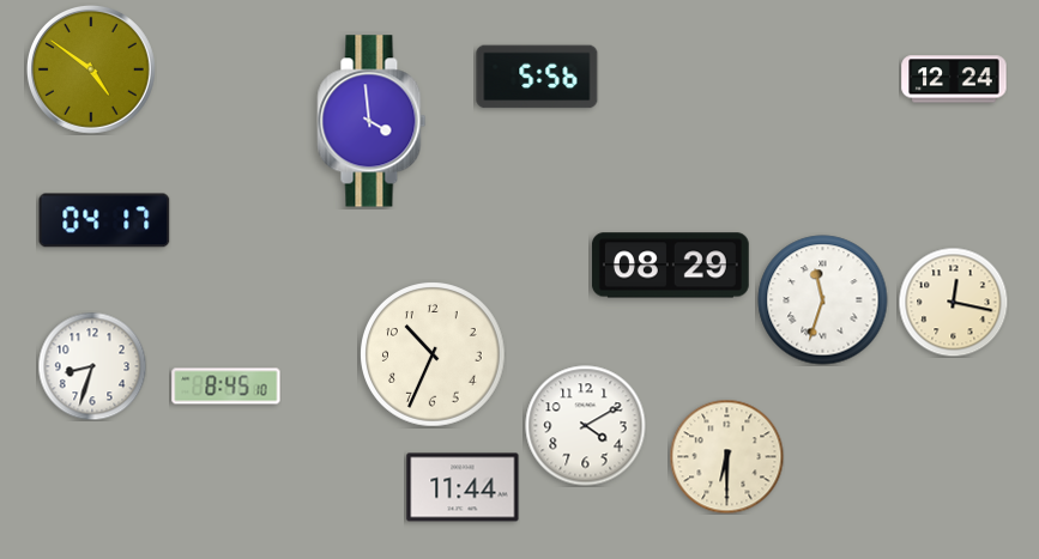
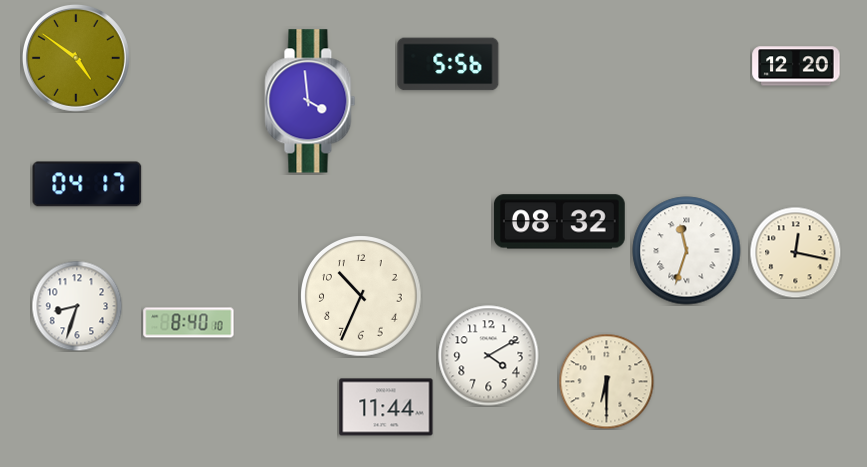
clock at (954, 79): 12:24 -> 12:20
clock at (670, 266): 08:29 -> 08:32
clock at (226, 387): 8:45 -> 8:40
